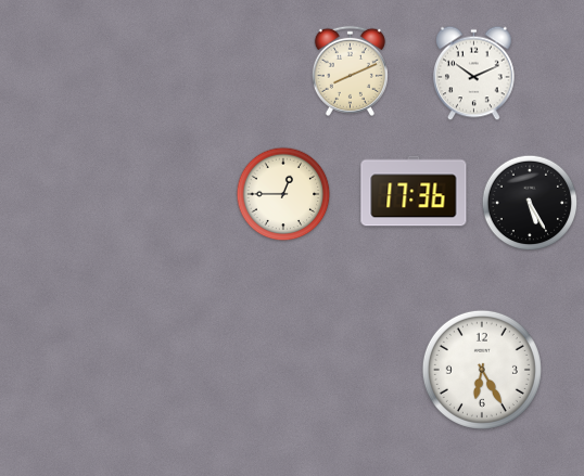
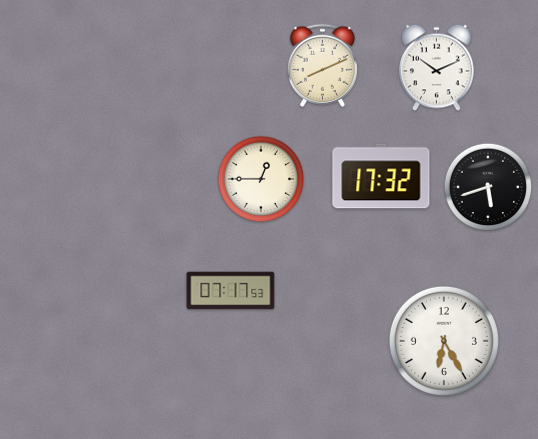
clock at (414, 191): 17:36 -> 17:32
clock at (530, 203): 5:25 -> 5:42
clock at (231, 291): none -> 07:17
